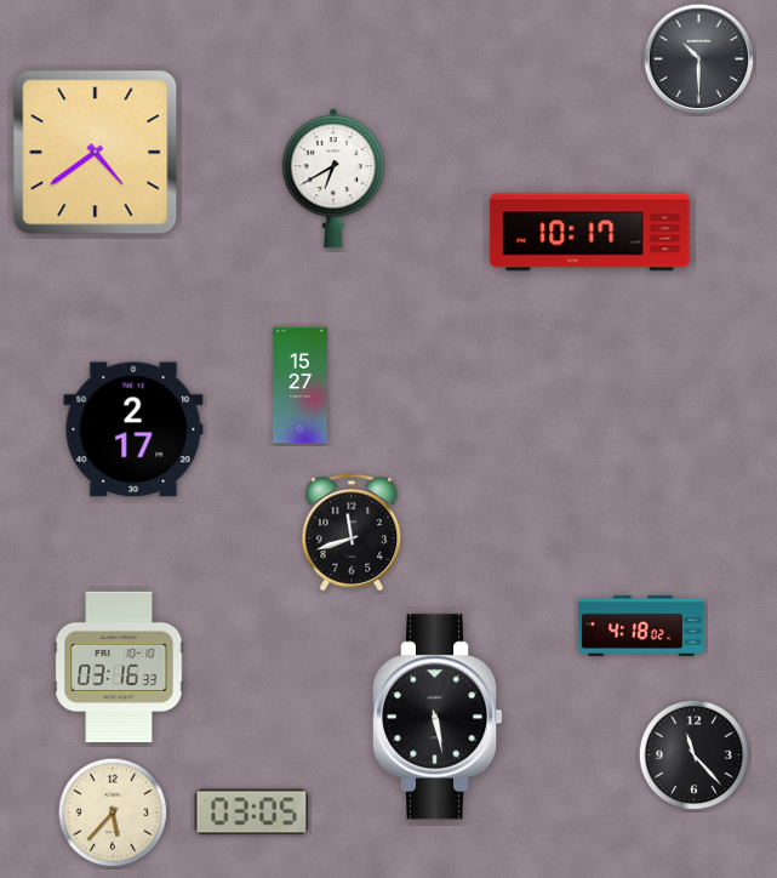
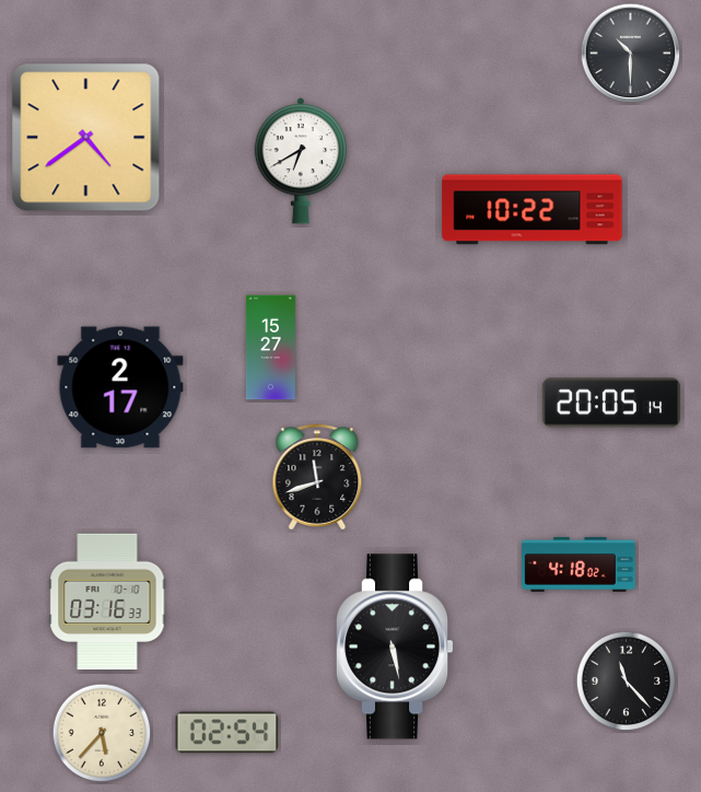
clock at (590, 233): 10:17 -> 10:22
clock at (611, 403): none -> 20:05
clock at (352, 532) position: (352, 532) -> (317, 477)
clock at (252, 813): 03:05 -> 02:54
